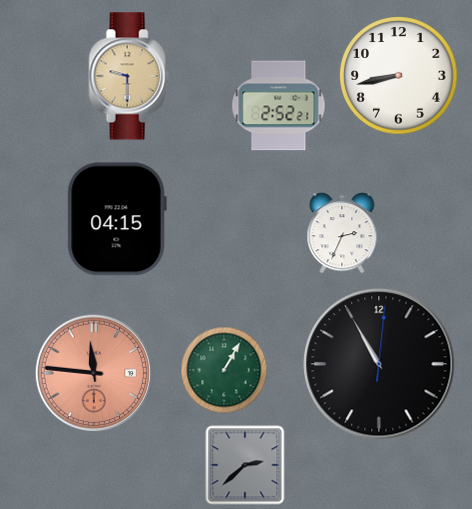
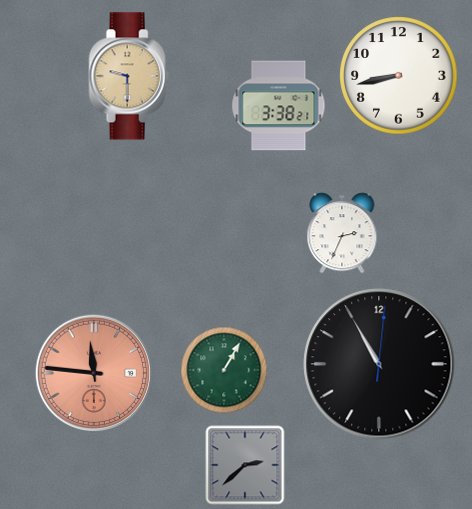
clock at (279, 106): 2:52 -> 3:38
clock at (117, 219): 04:15 -> none
